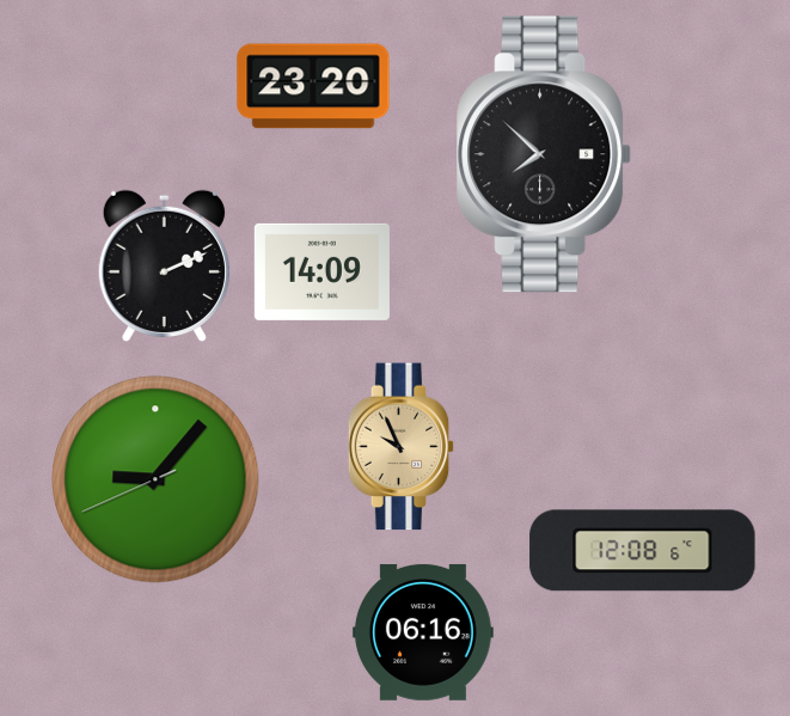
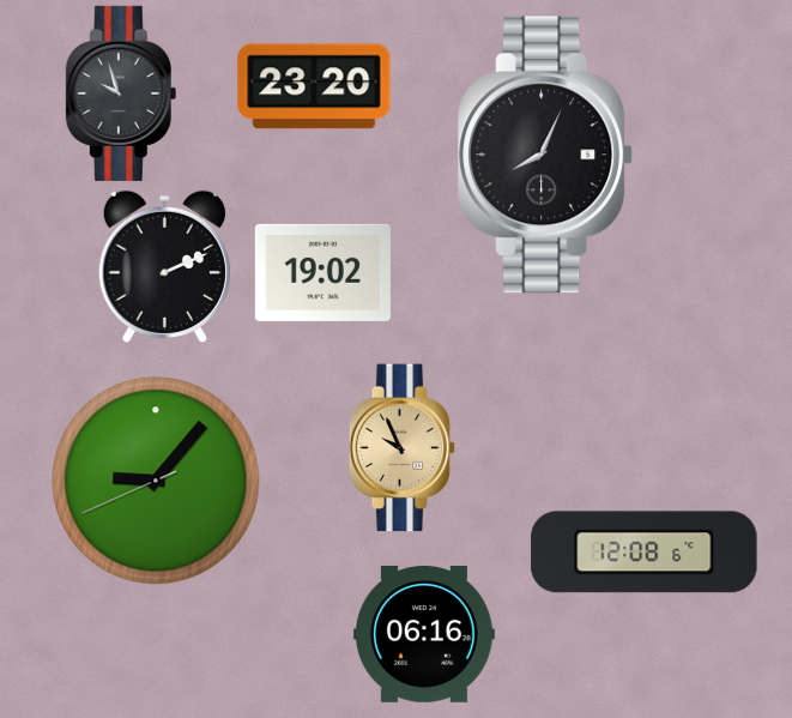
clock at (121, 93): none -> 9:57
clock at (545, 154): 7:52 -> 8:04
clock at (321, 271): 14:09 -> 19:02
